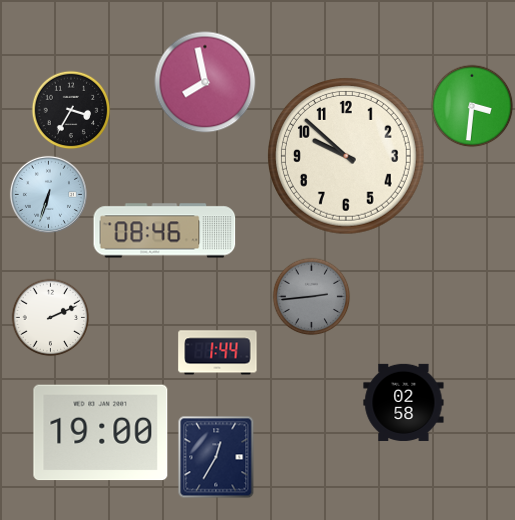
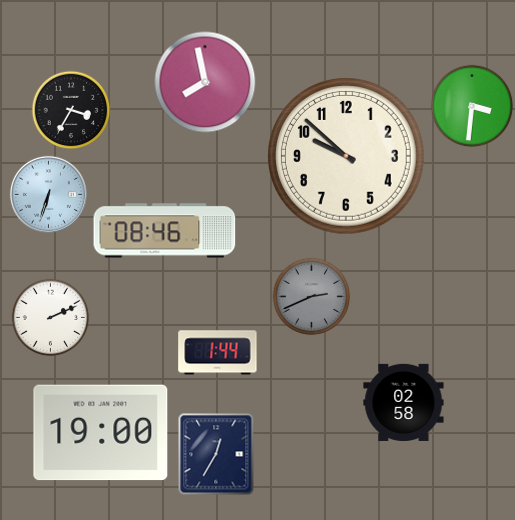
clock at (311, 296): 2:44 -> 2:41
clock at (216, 457) position: (216, 457) -> (216, 454)
